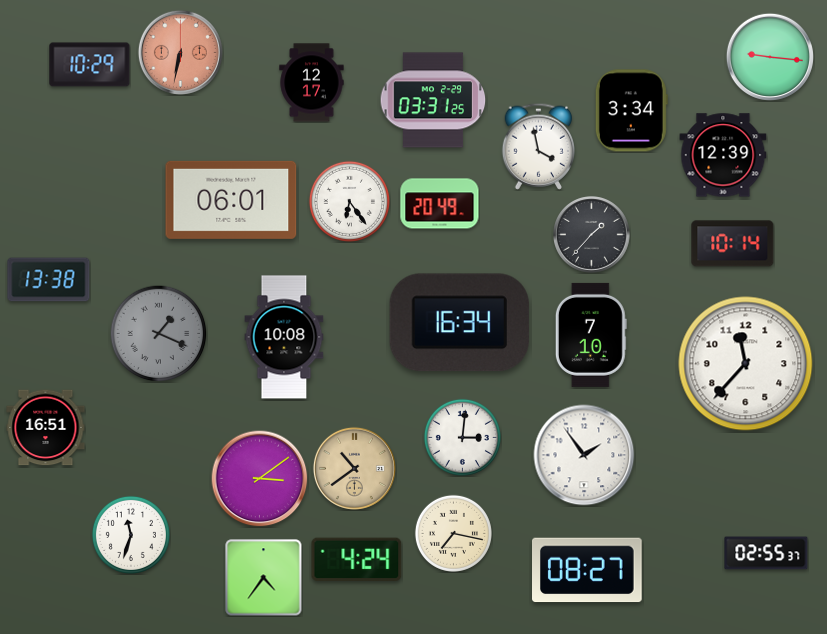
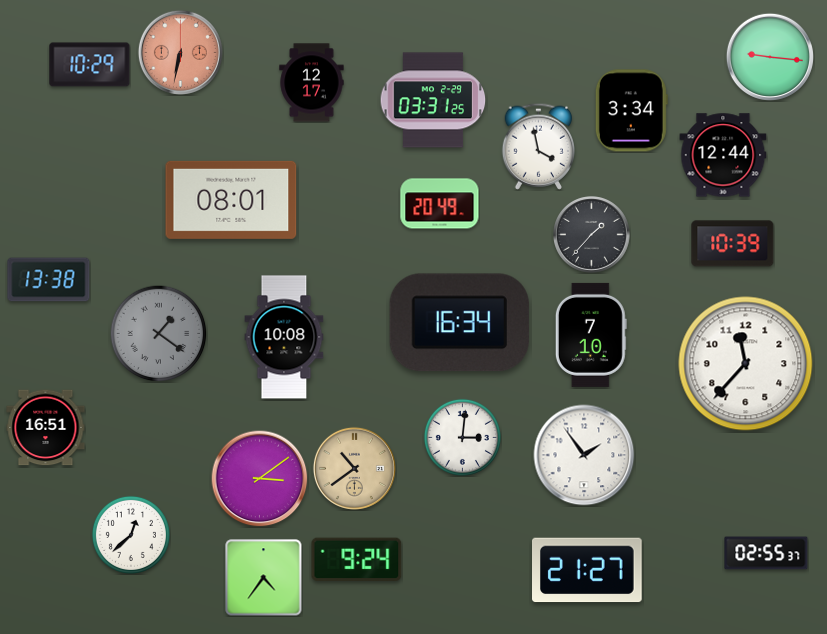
clock at (723, 155): 12:39 -> 12:44
clock at (231, 200): 06:01 -> 08:01
clock at (349, 201): 6:24 -> none
clock at (733, 244): 10:14 -> 10:39
clock at (158, 333): 1:19 -> 1:21
clock at (453, 533): 7:17 -> none
clock at (131, 535): 11:33 -> 12:38
clock at (357, 560): 4:24 -> 9:24
clock at (588, 570): 08:27 -> 21:27
